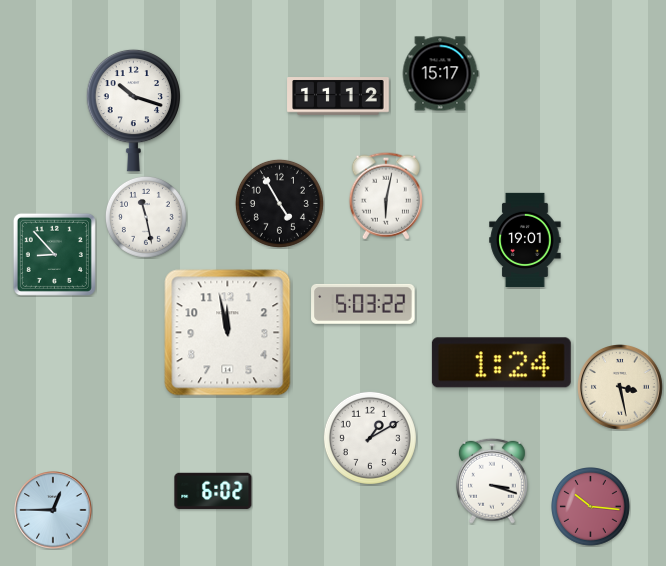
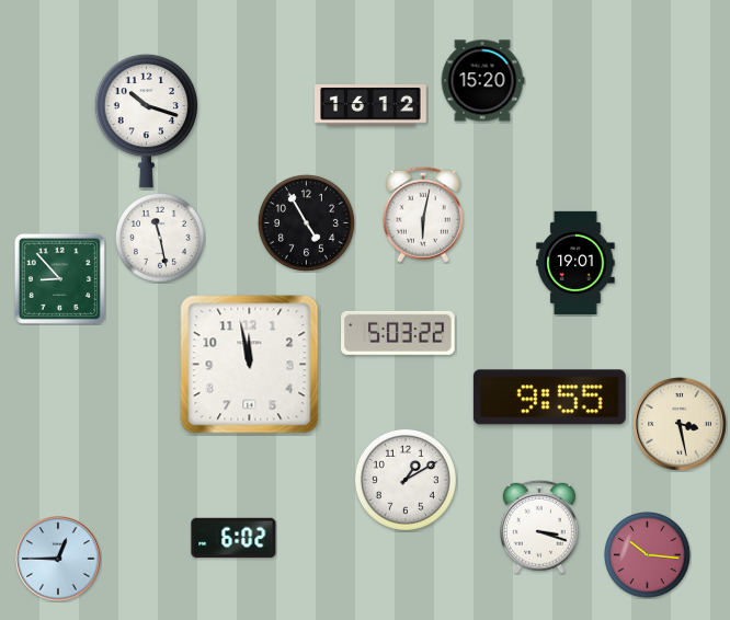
clock at (440, 74): 15:17 -> 15:20
clock at (338, 96): 11:12 -> 16:12
clock at (501, 363): 1:24 -> 9:55
